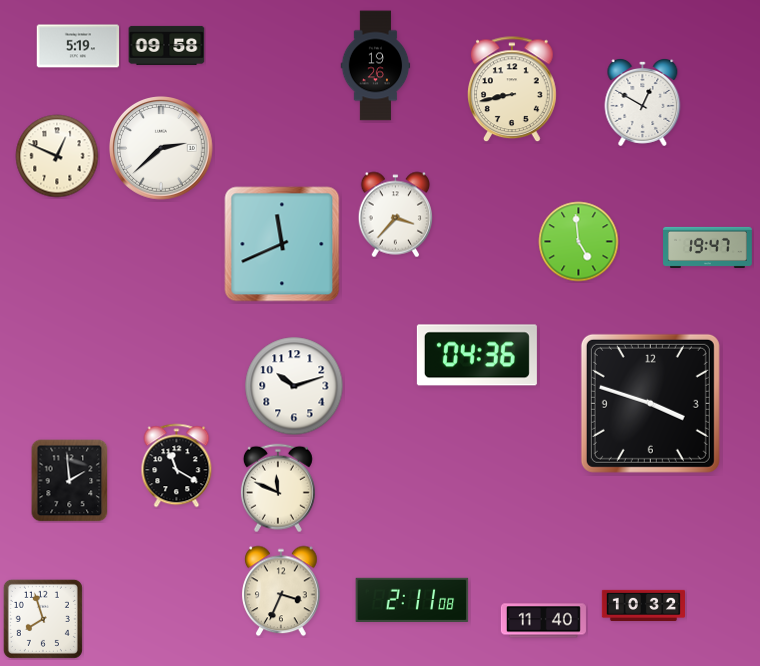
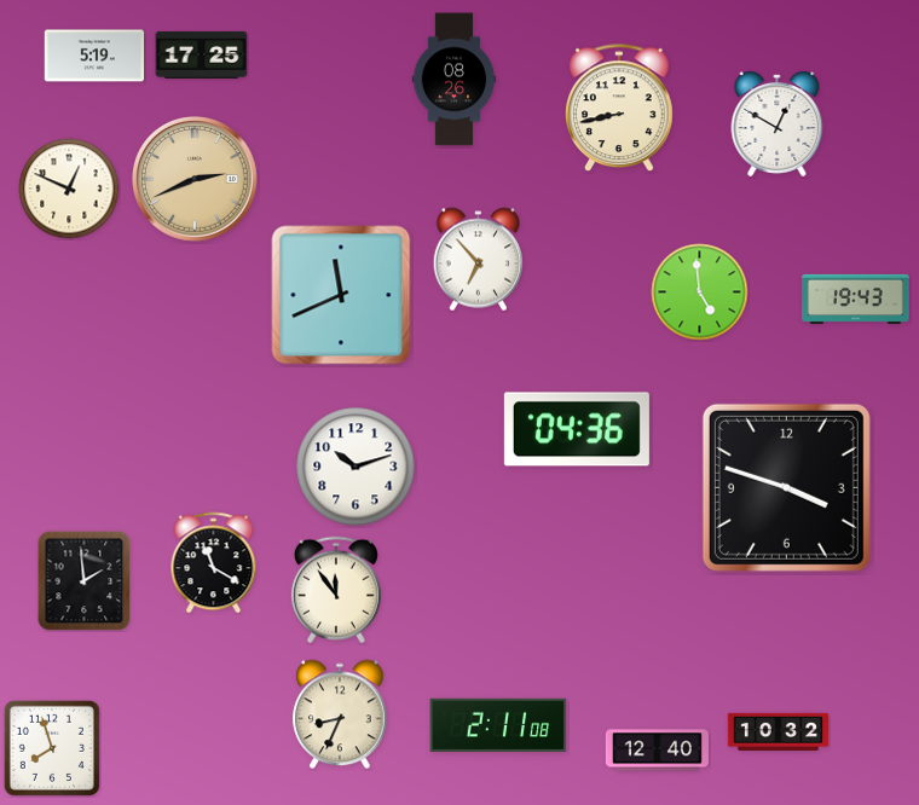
clock at (167, 45): 09:58 -> 17:25
clock at (376, 66): 19:26 -> 08:26
clock at (162, 149): 2:38 -> 2:41
clock at (162, 149) dial: white -> champagne
clock at (396, 215): 3:37 -> 6:53
clock at (708, 247): 19:47 -> 19:43
clock at (278, 488): 11:49 -> 11:54
clock at (281, 591): 3:34 -> 8:34
clock at (543, 621): 11:40 -> 12:40
